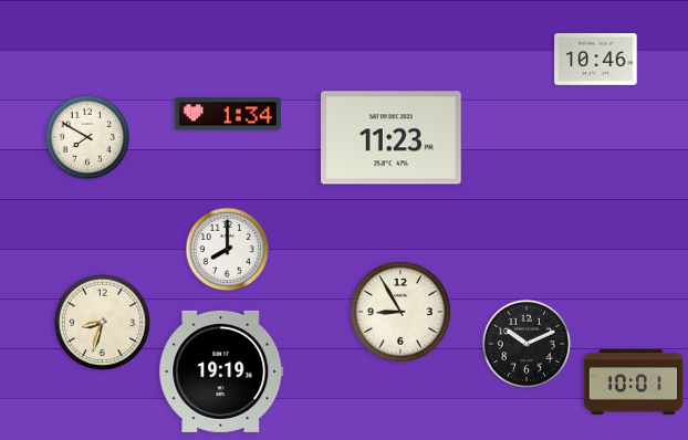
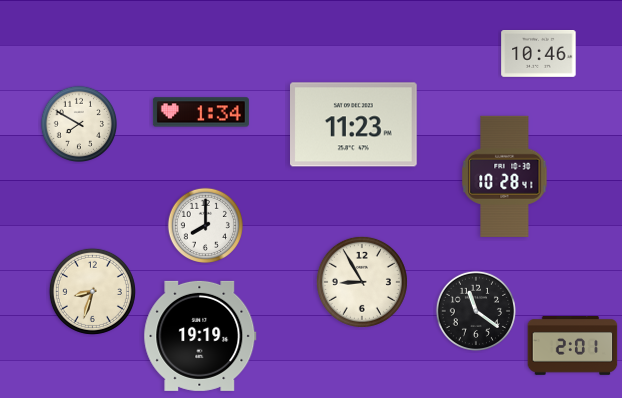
clock at (228, 114) position: (228, 114) -> (201, 112)
clock at (505, 176): none -> 10:28
clock at (527, 344): 10:11 -> 11:21
clock at (634, 383): 10:01 -> 2:01
